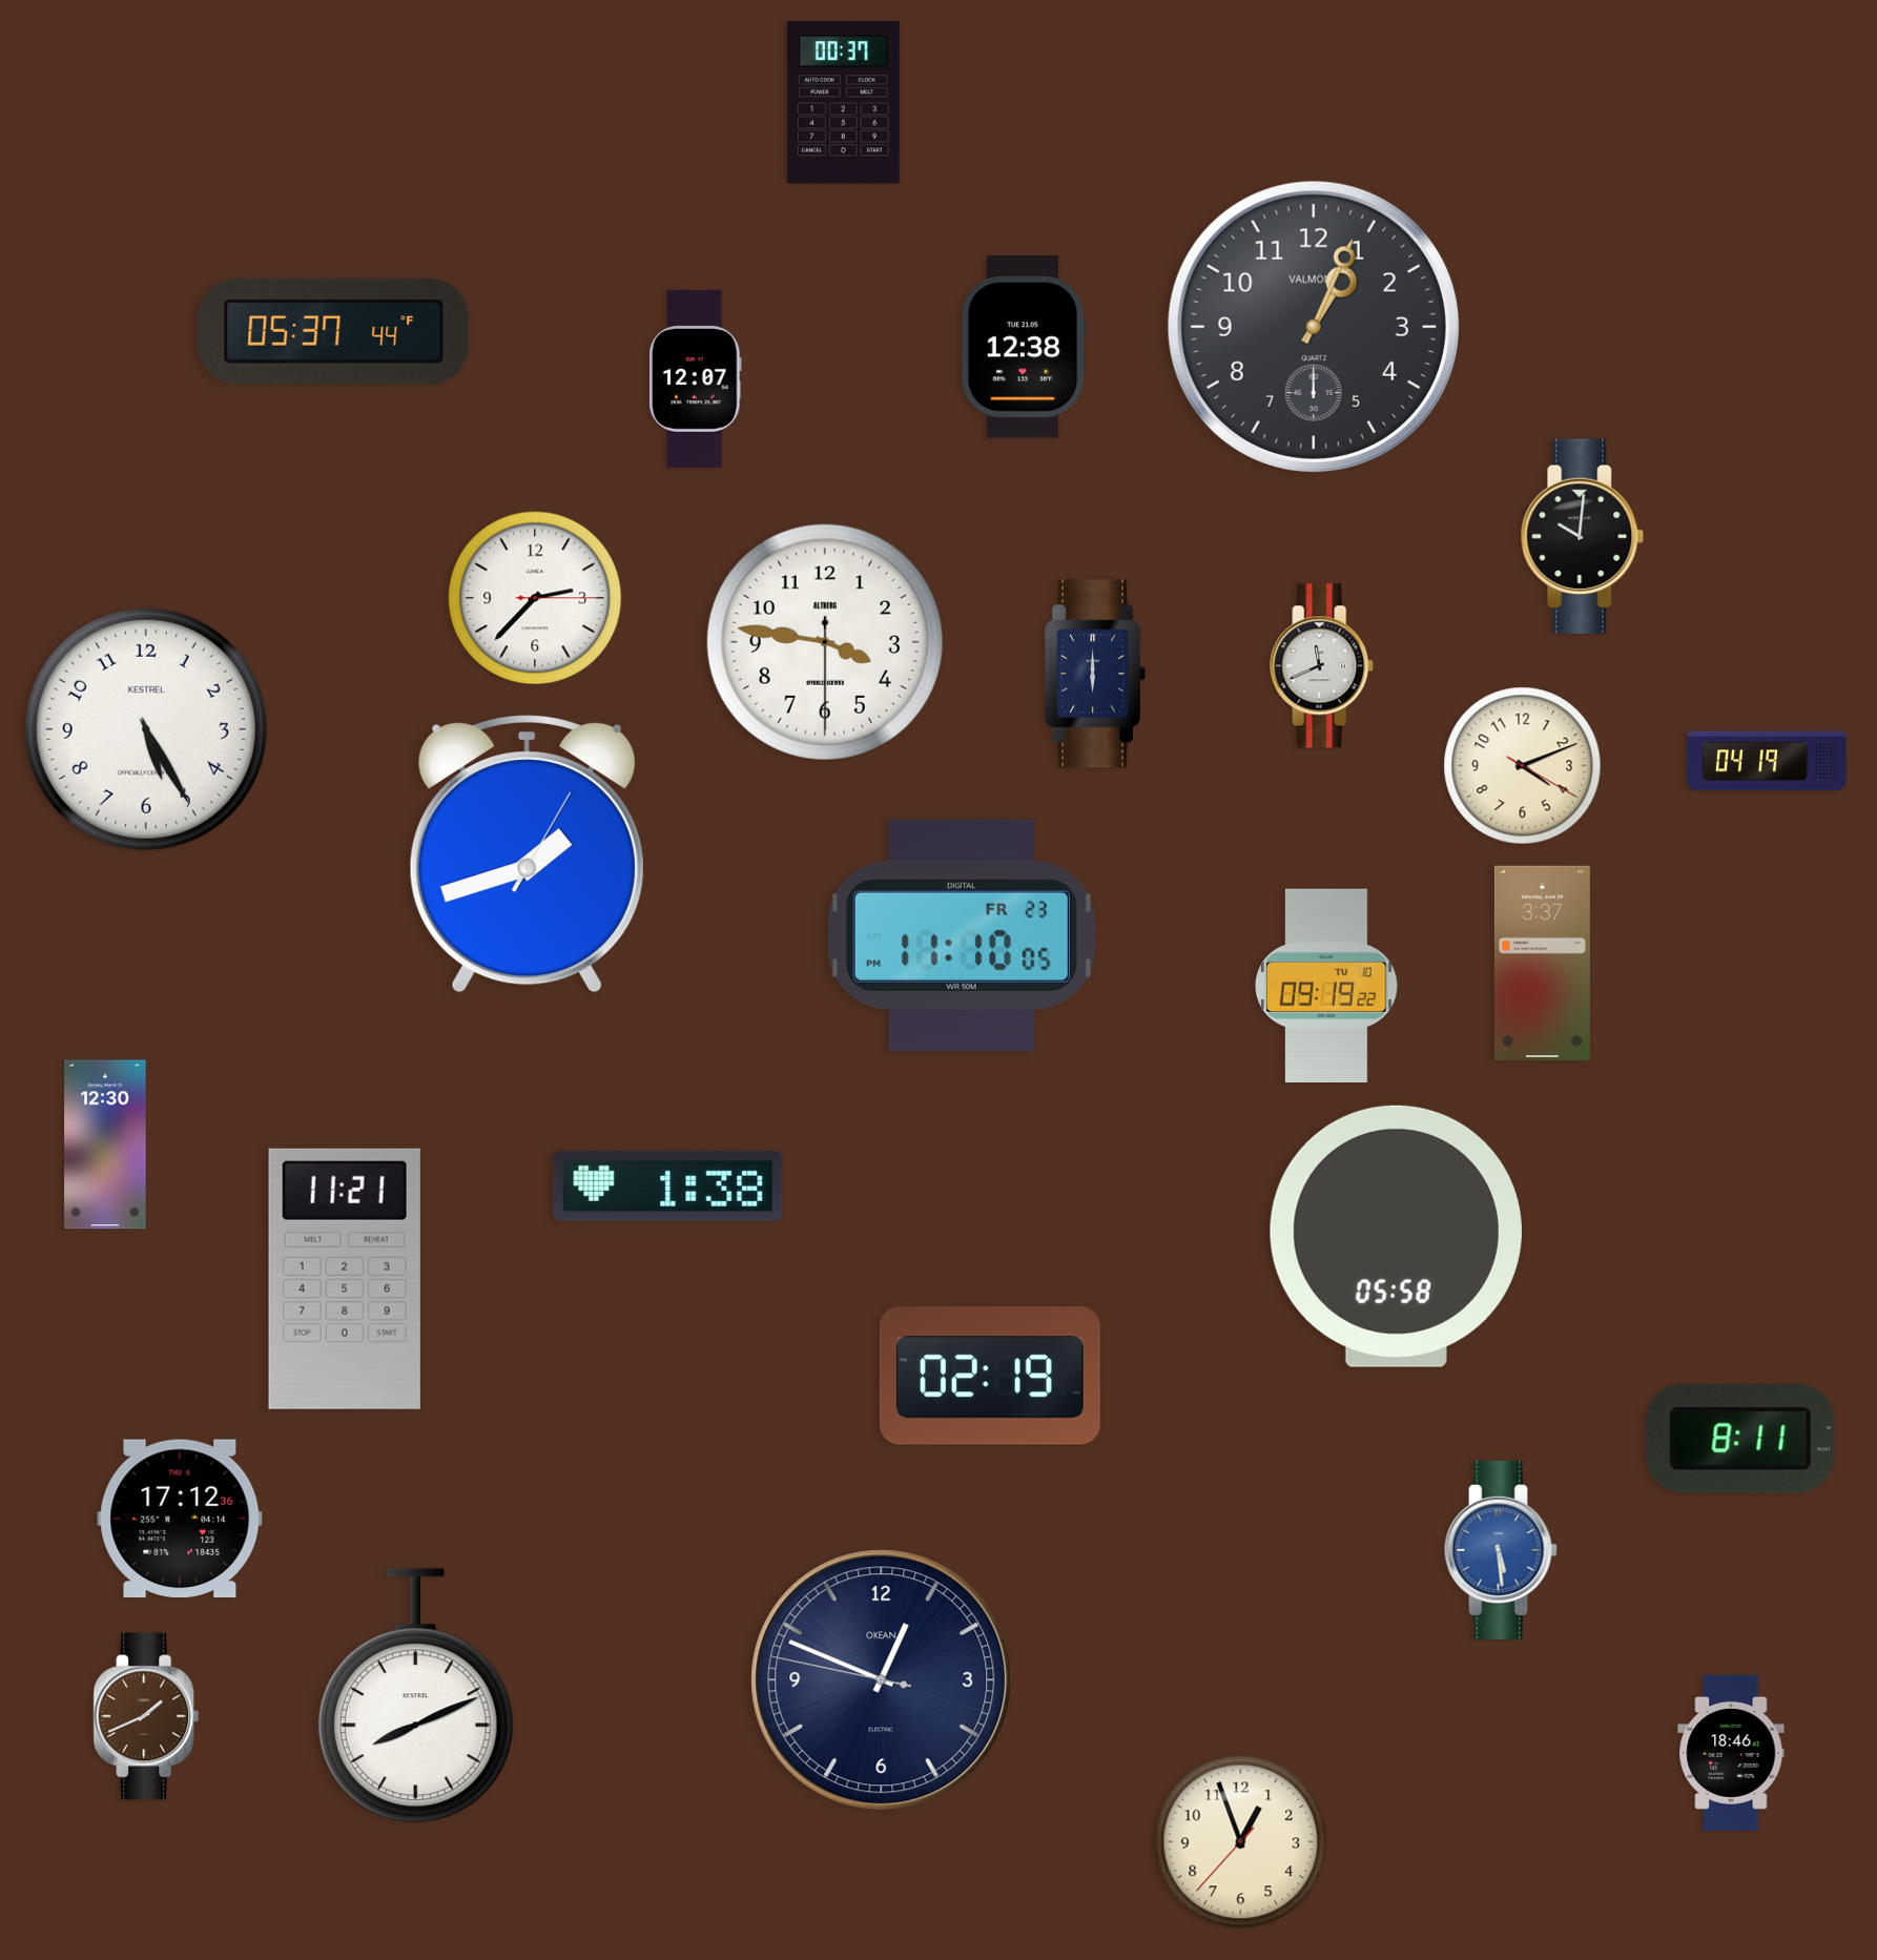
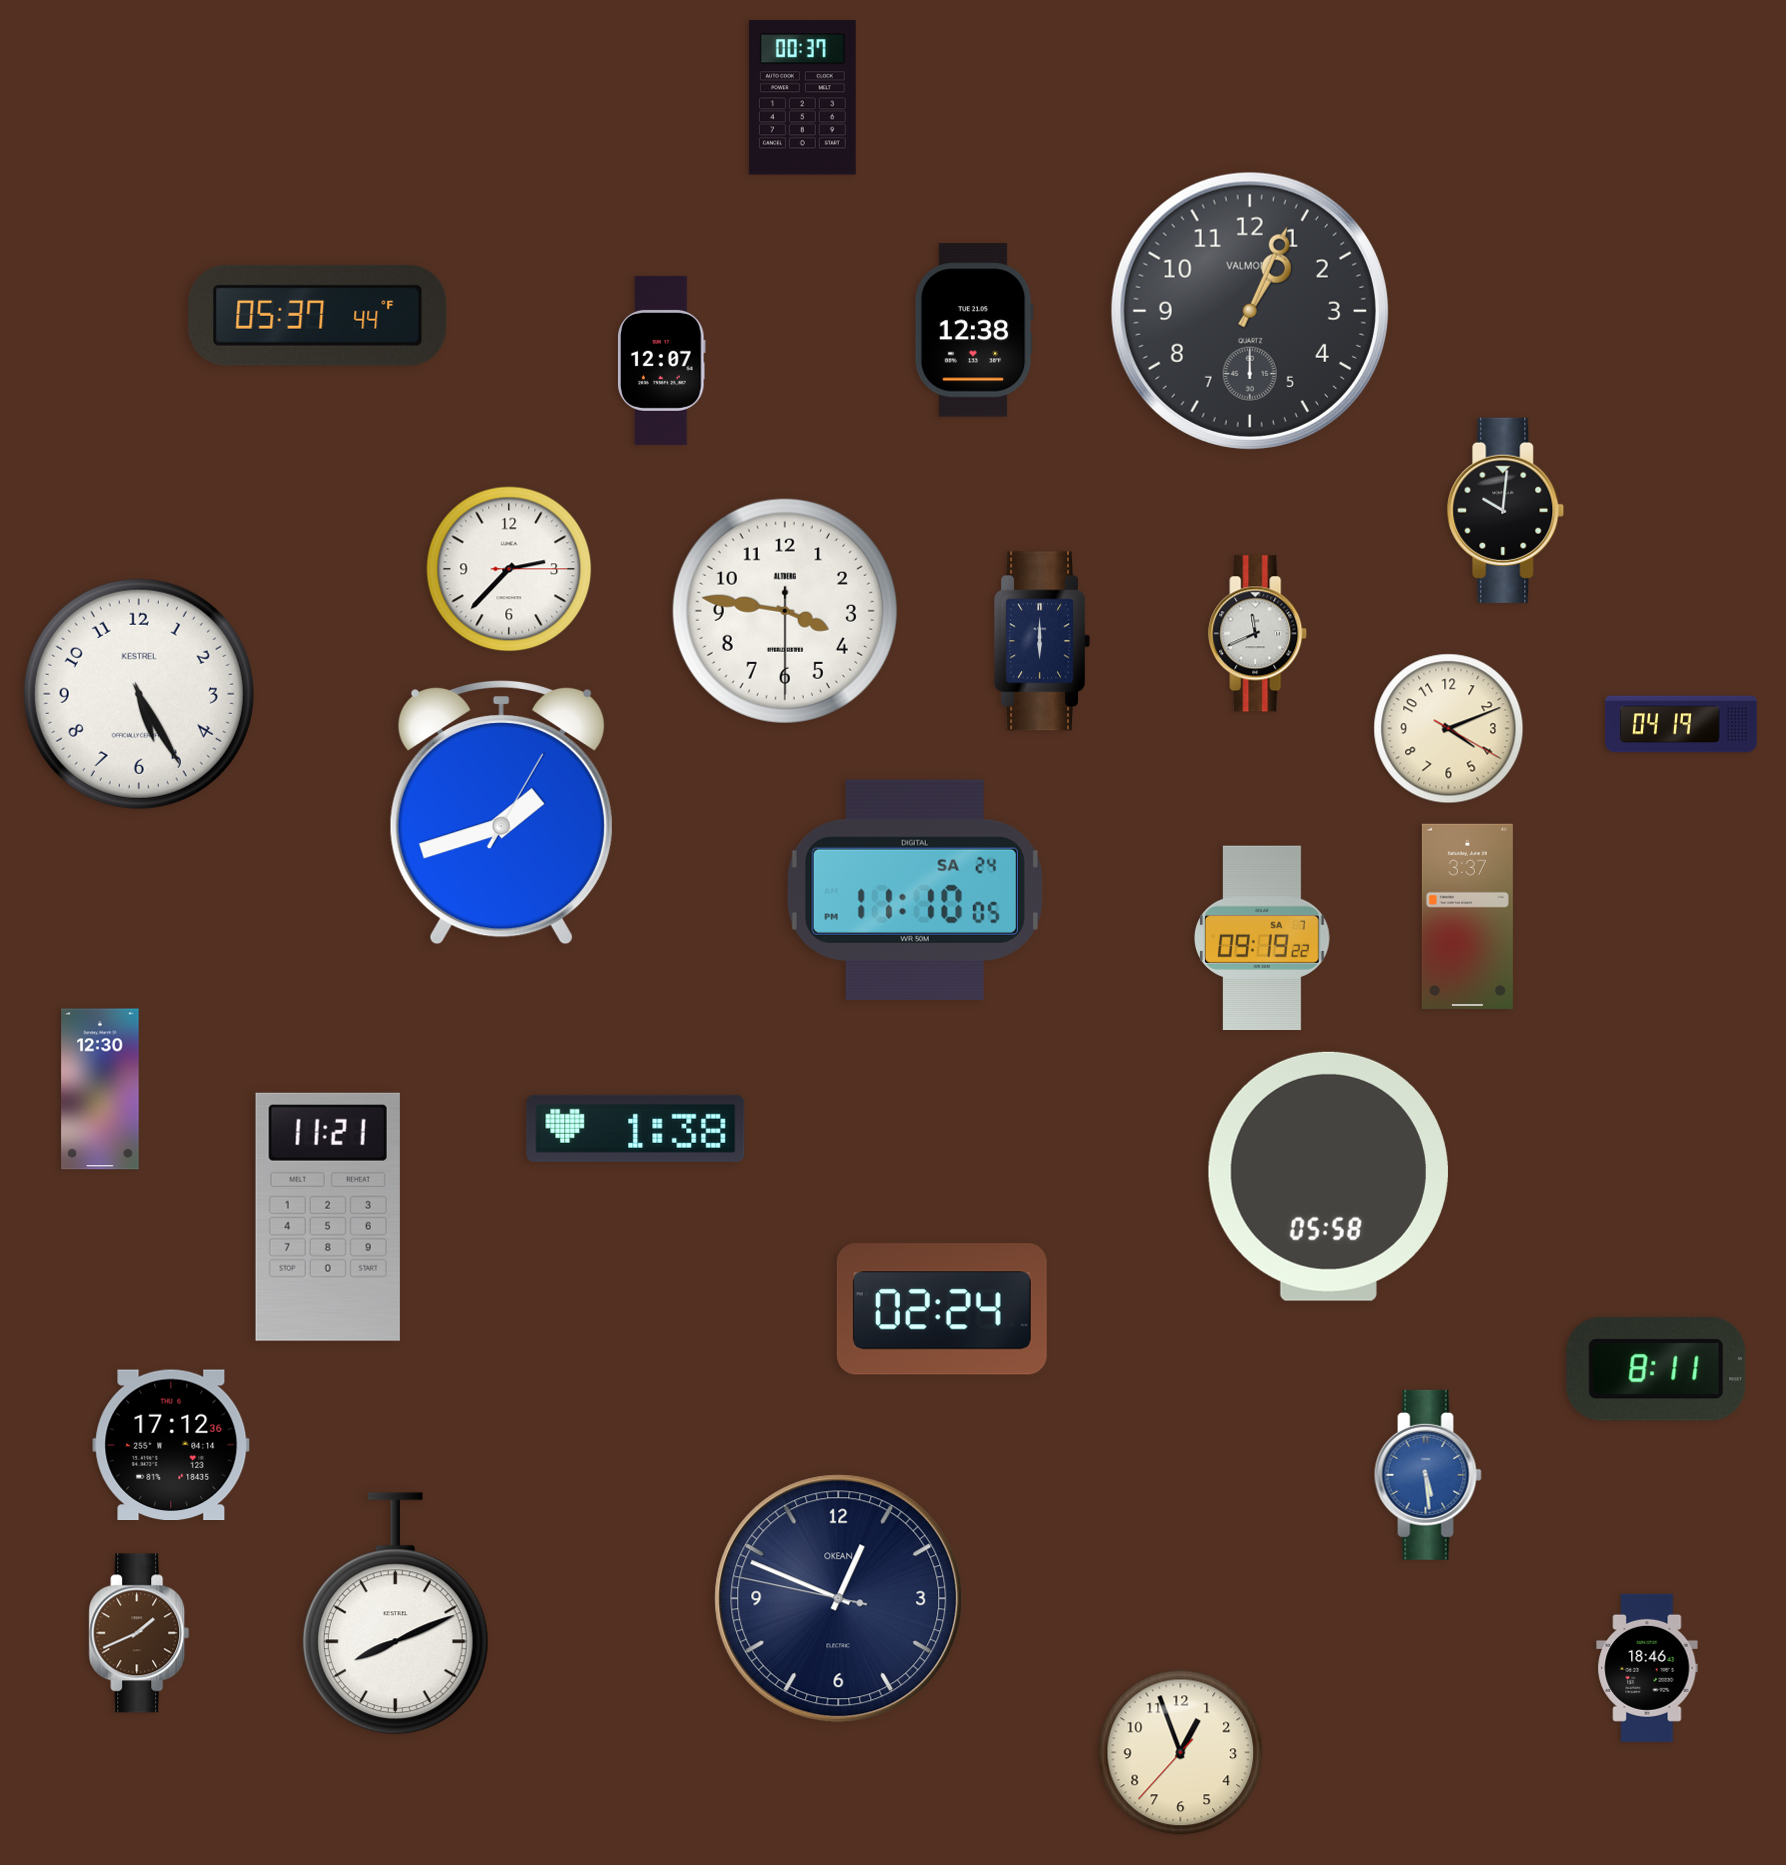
clock at (962, 935) date: FR 23 -> SA 24
clock at (1327, 986) date: TU 10 -> SA 7
clock at (990, 1376): 02:19 -> 02:24
